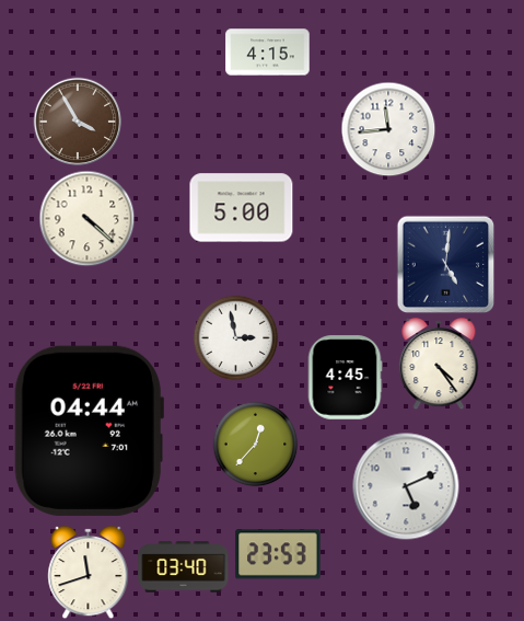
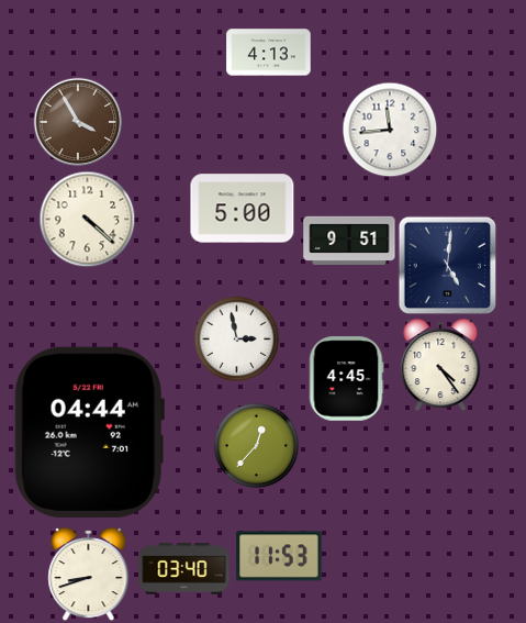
clock at (268, 53): 4:15 -> 4:13
clock at (349, 240): none -> 9:51
clock at (406, 486): 5:11 -> none
clock at (278, 554): 23:53 -> 11:53
clock at (89, 572): 11:42 -> 8:42
